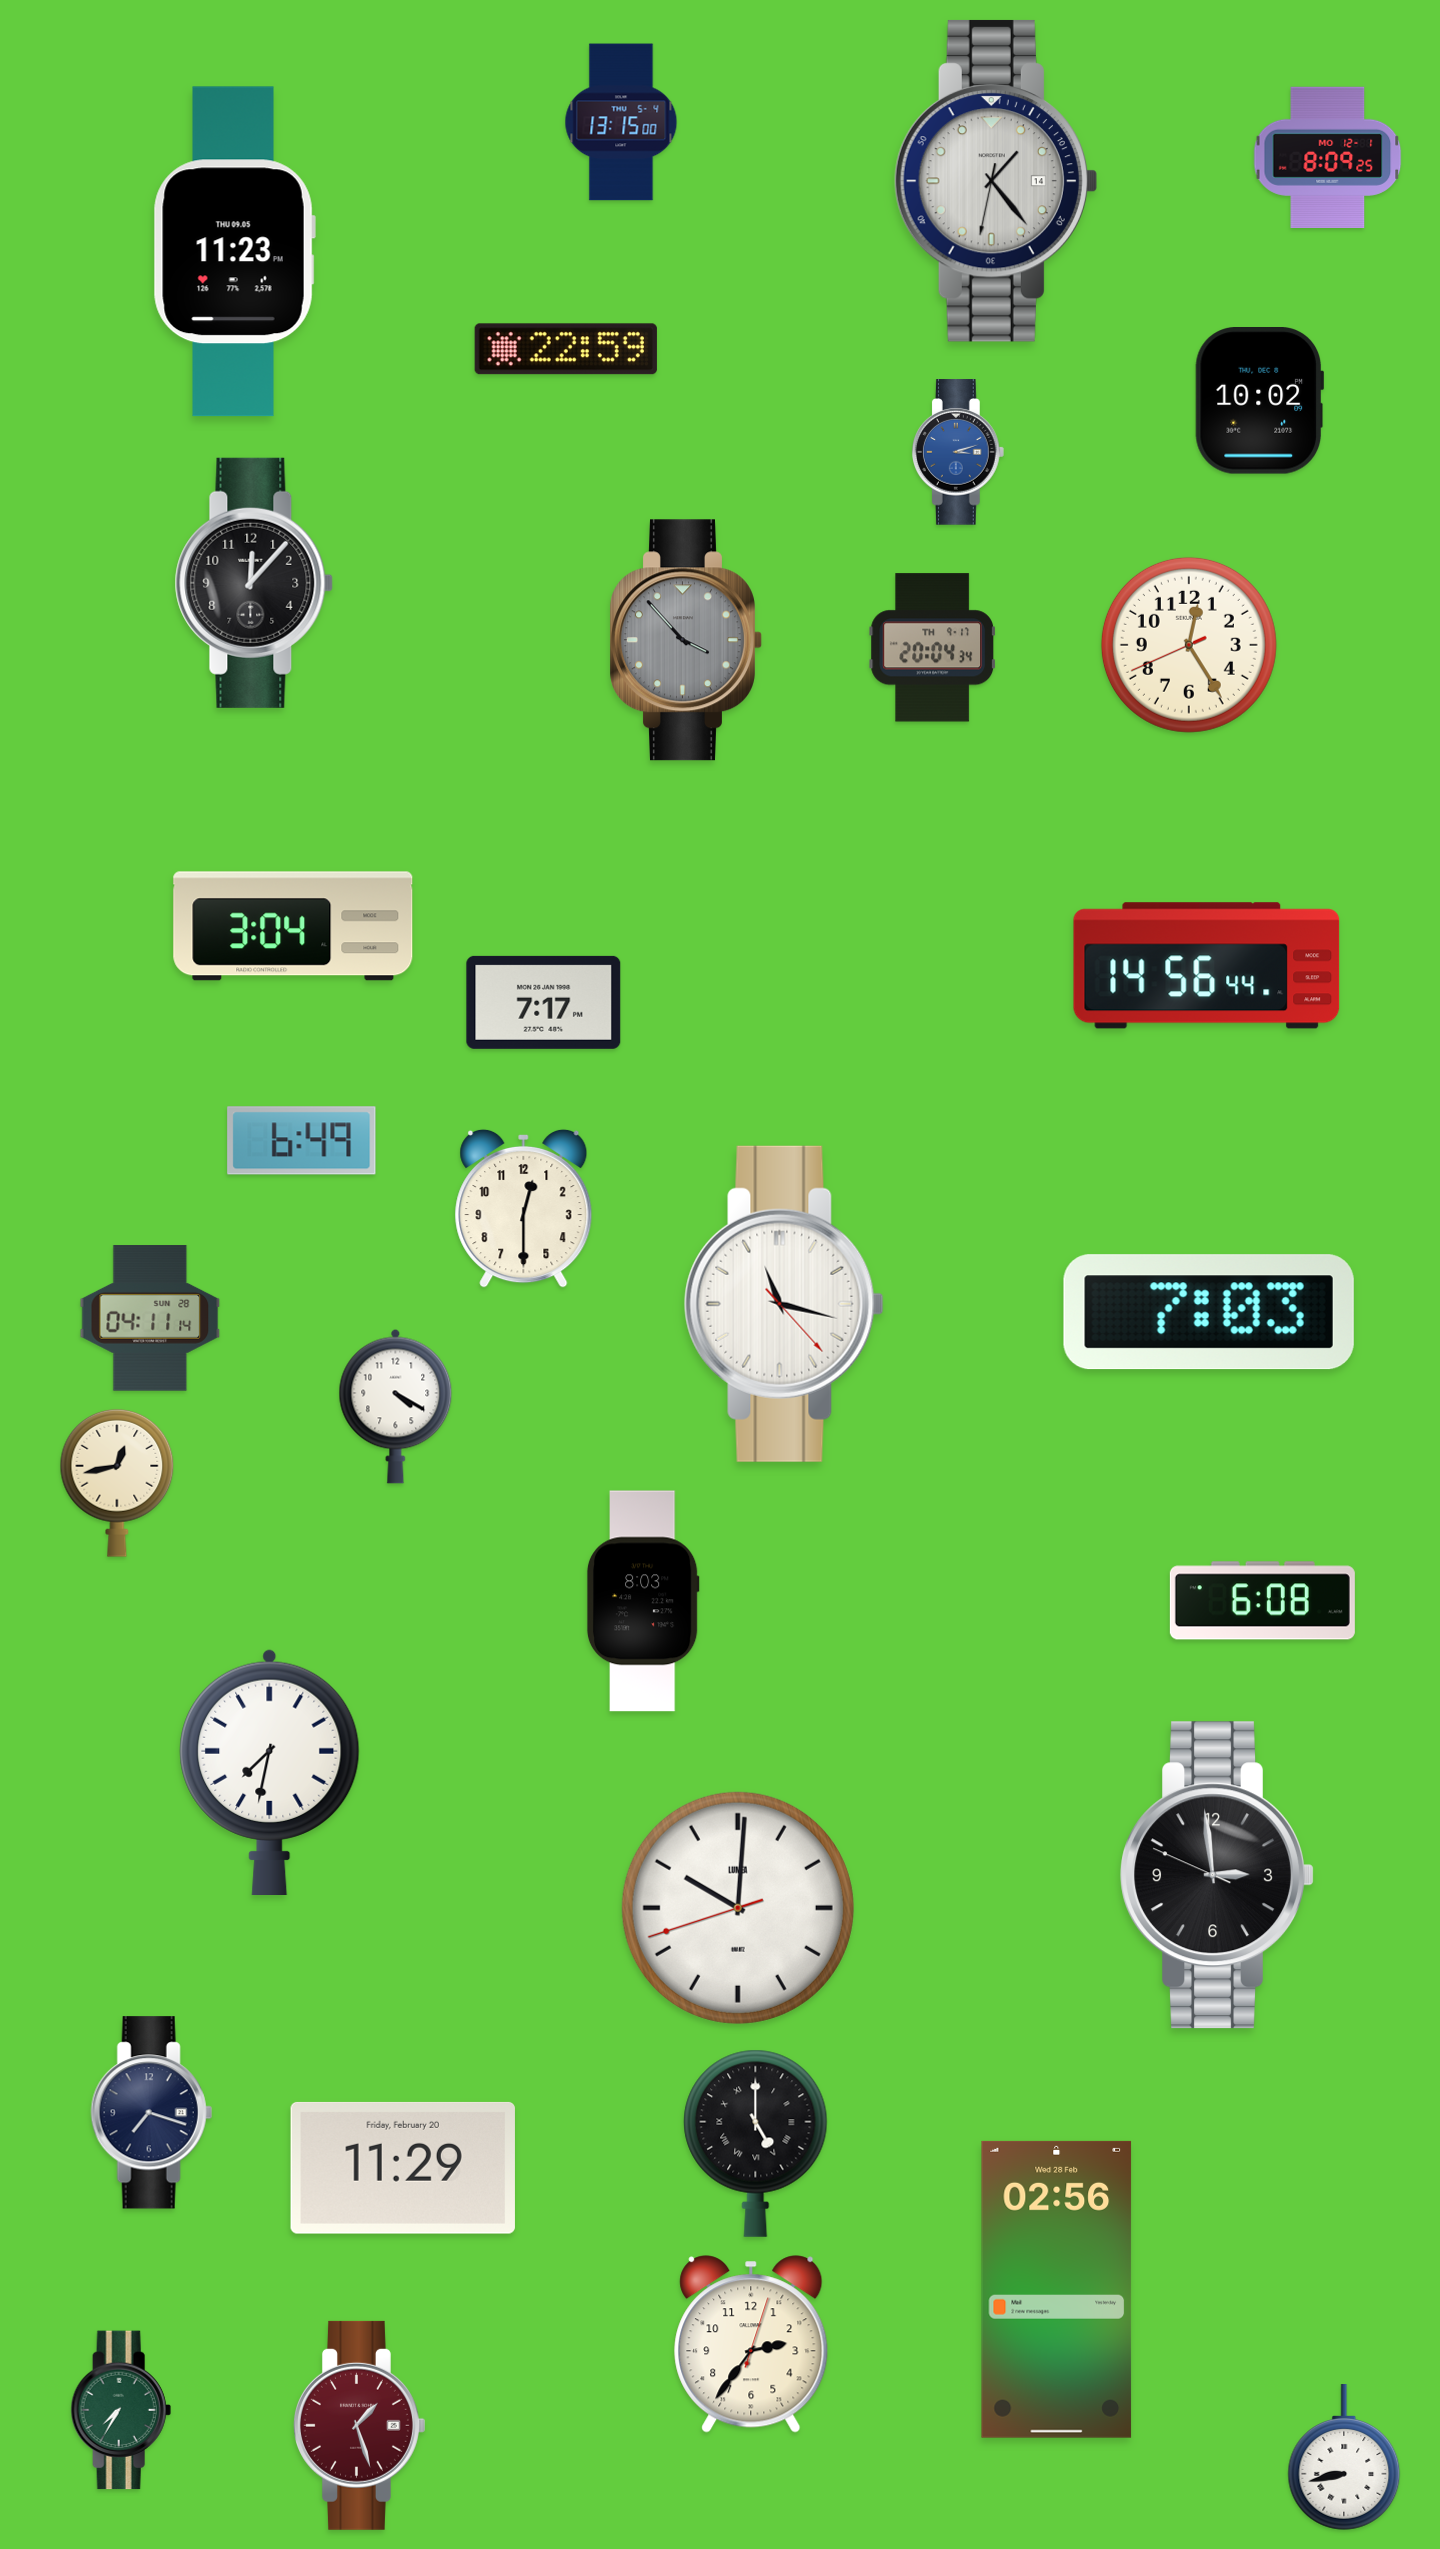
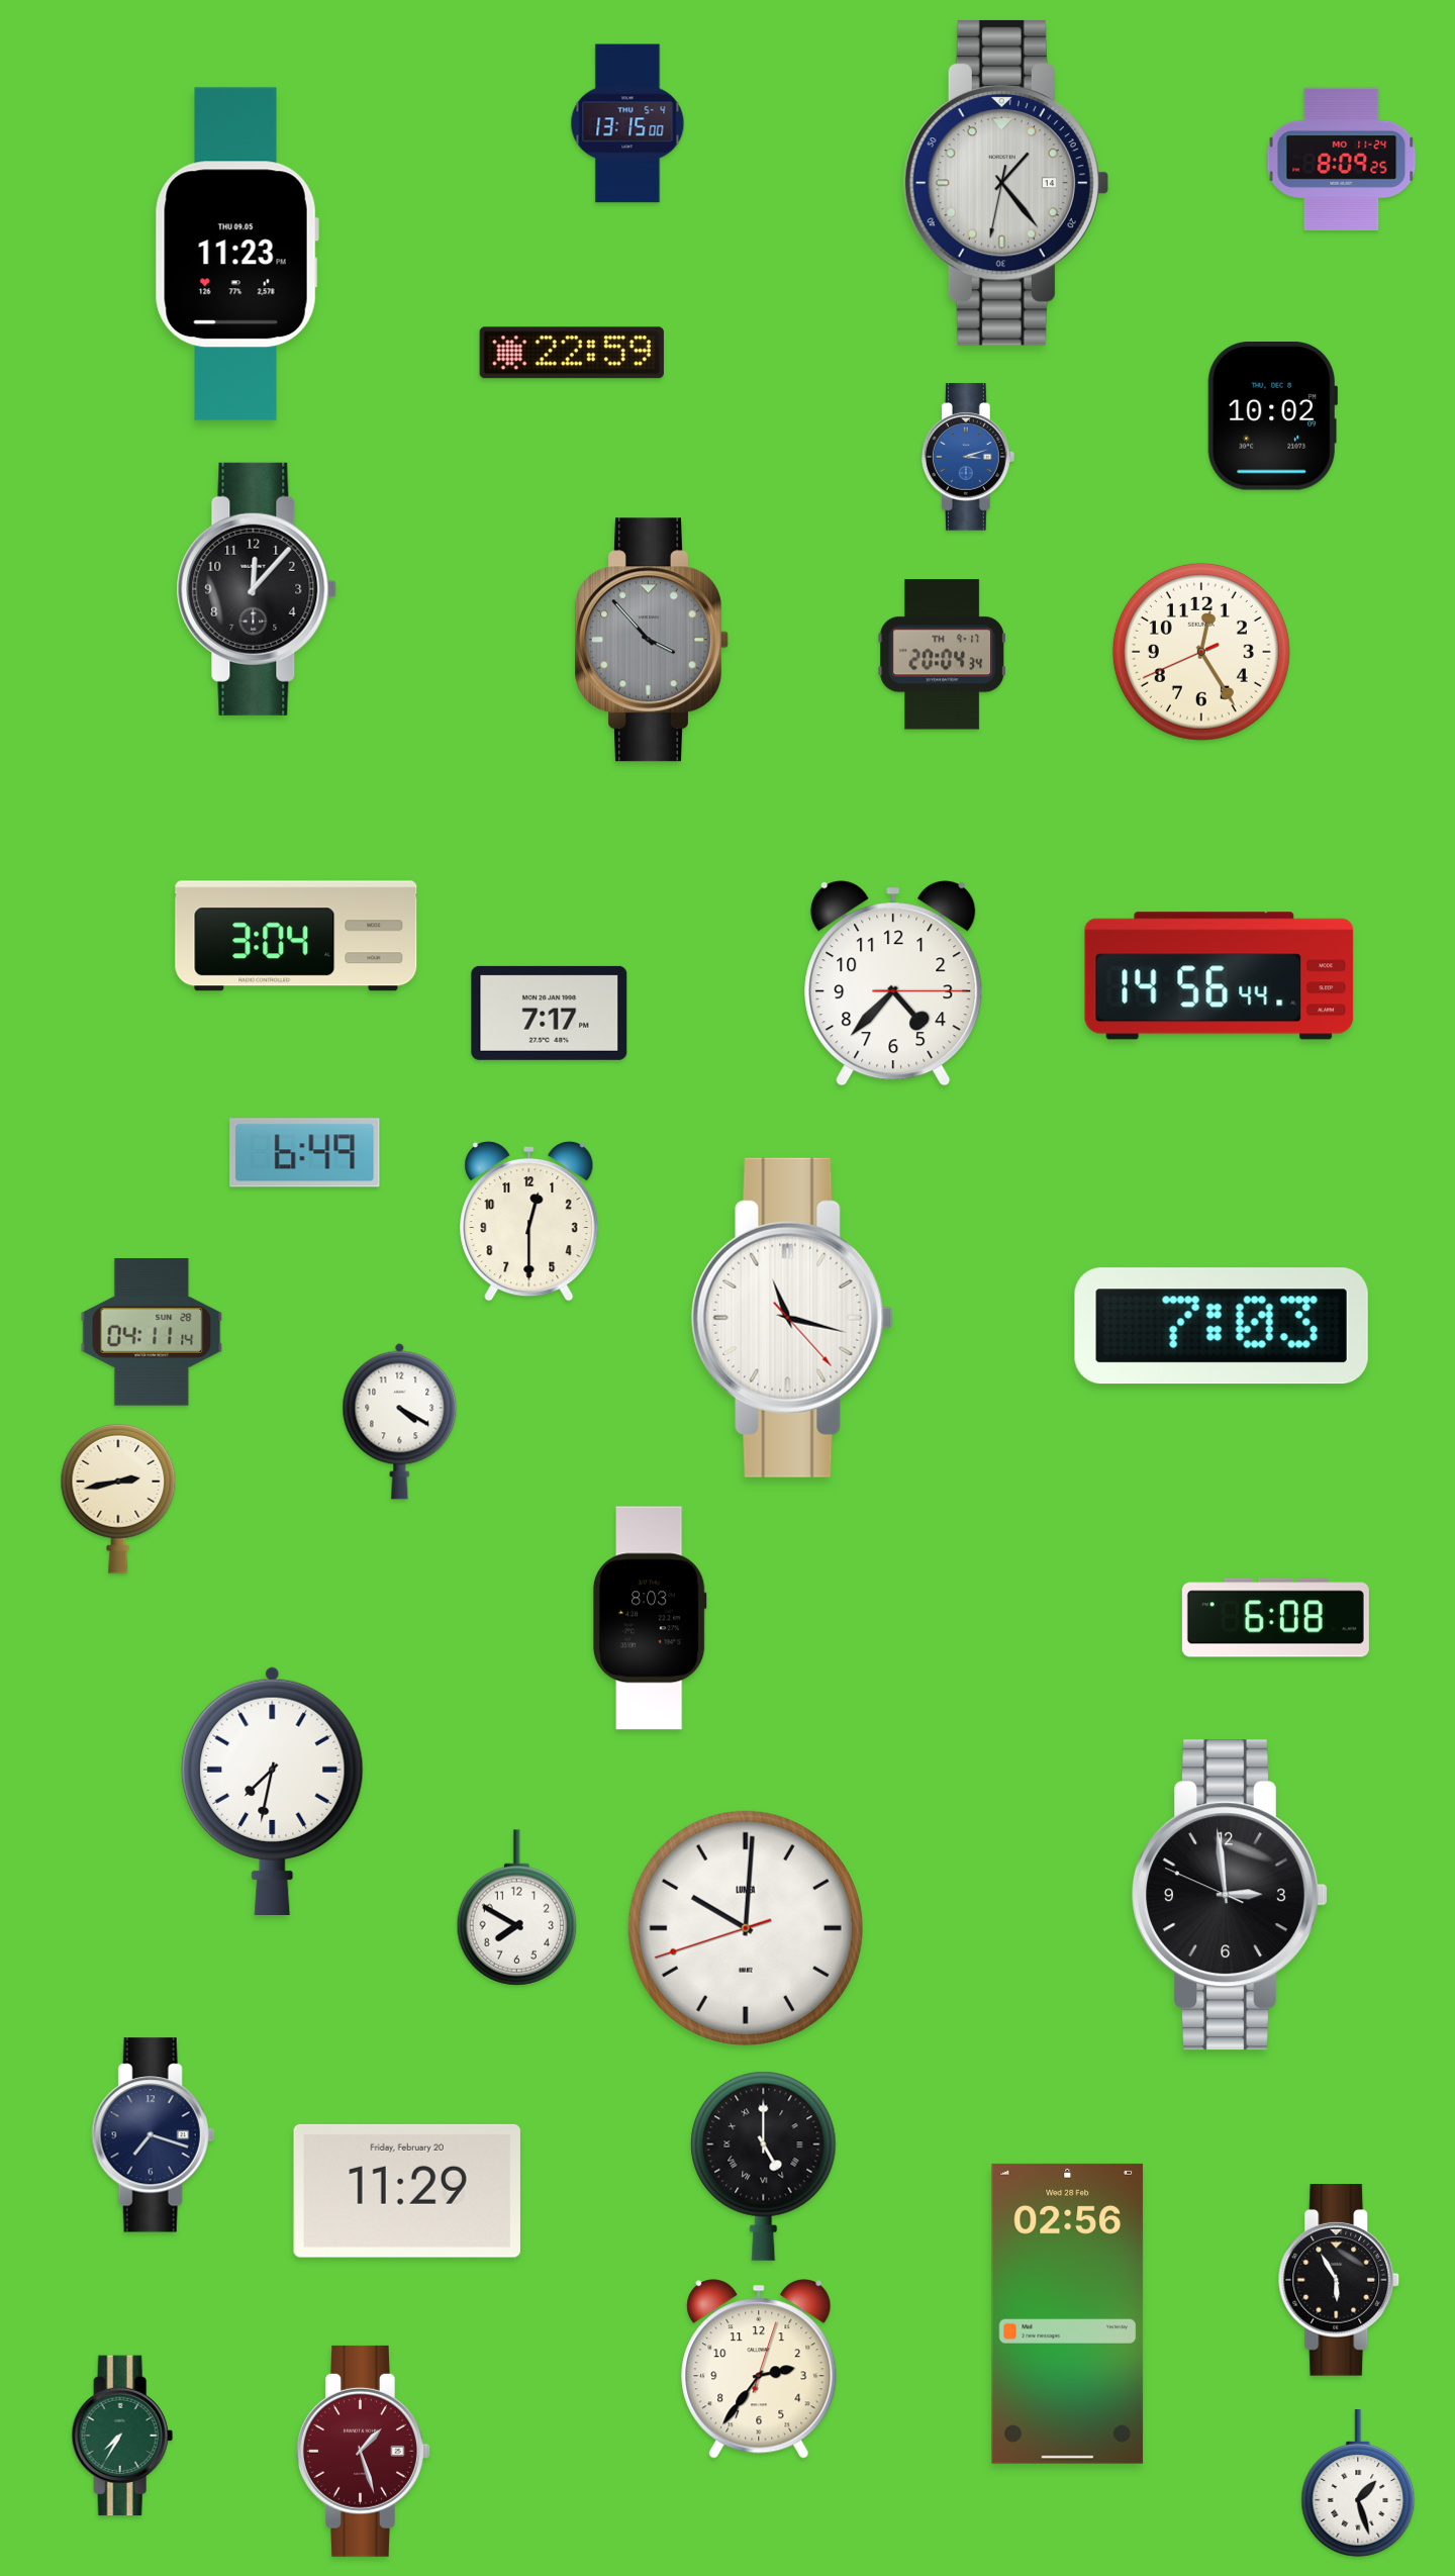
clock at (1328, 157) date: MO 12-1 -> MO 11-24
clock at (1259, 401) position: (1259, 401) -> (1272, 416)
clock at (687, 640) position: (687, 640) -> (653, 640)
clock at (893, 983): none -> 4:37
clock at (117, 1483): 12:43 -> 2:43
clock at (516, 1908): none -> 7:50
clock at (1339, 2280): none -> 5:55
clock at (1344, 2457): 8:43 -> 1:27
